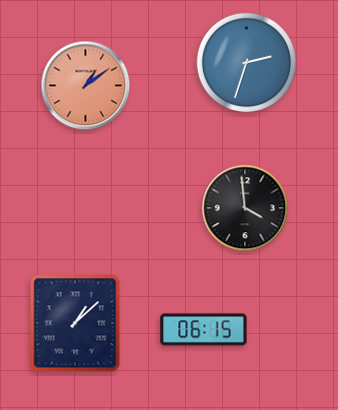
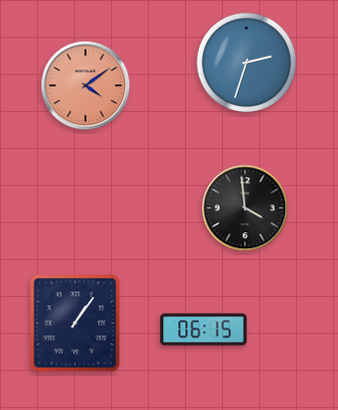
clock at (86, 86): 1:09 -> 4:09
clock at (75, 323): 1:08 -> 1:06
